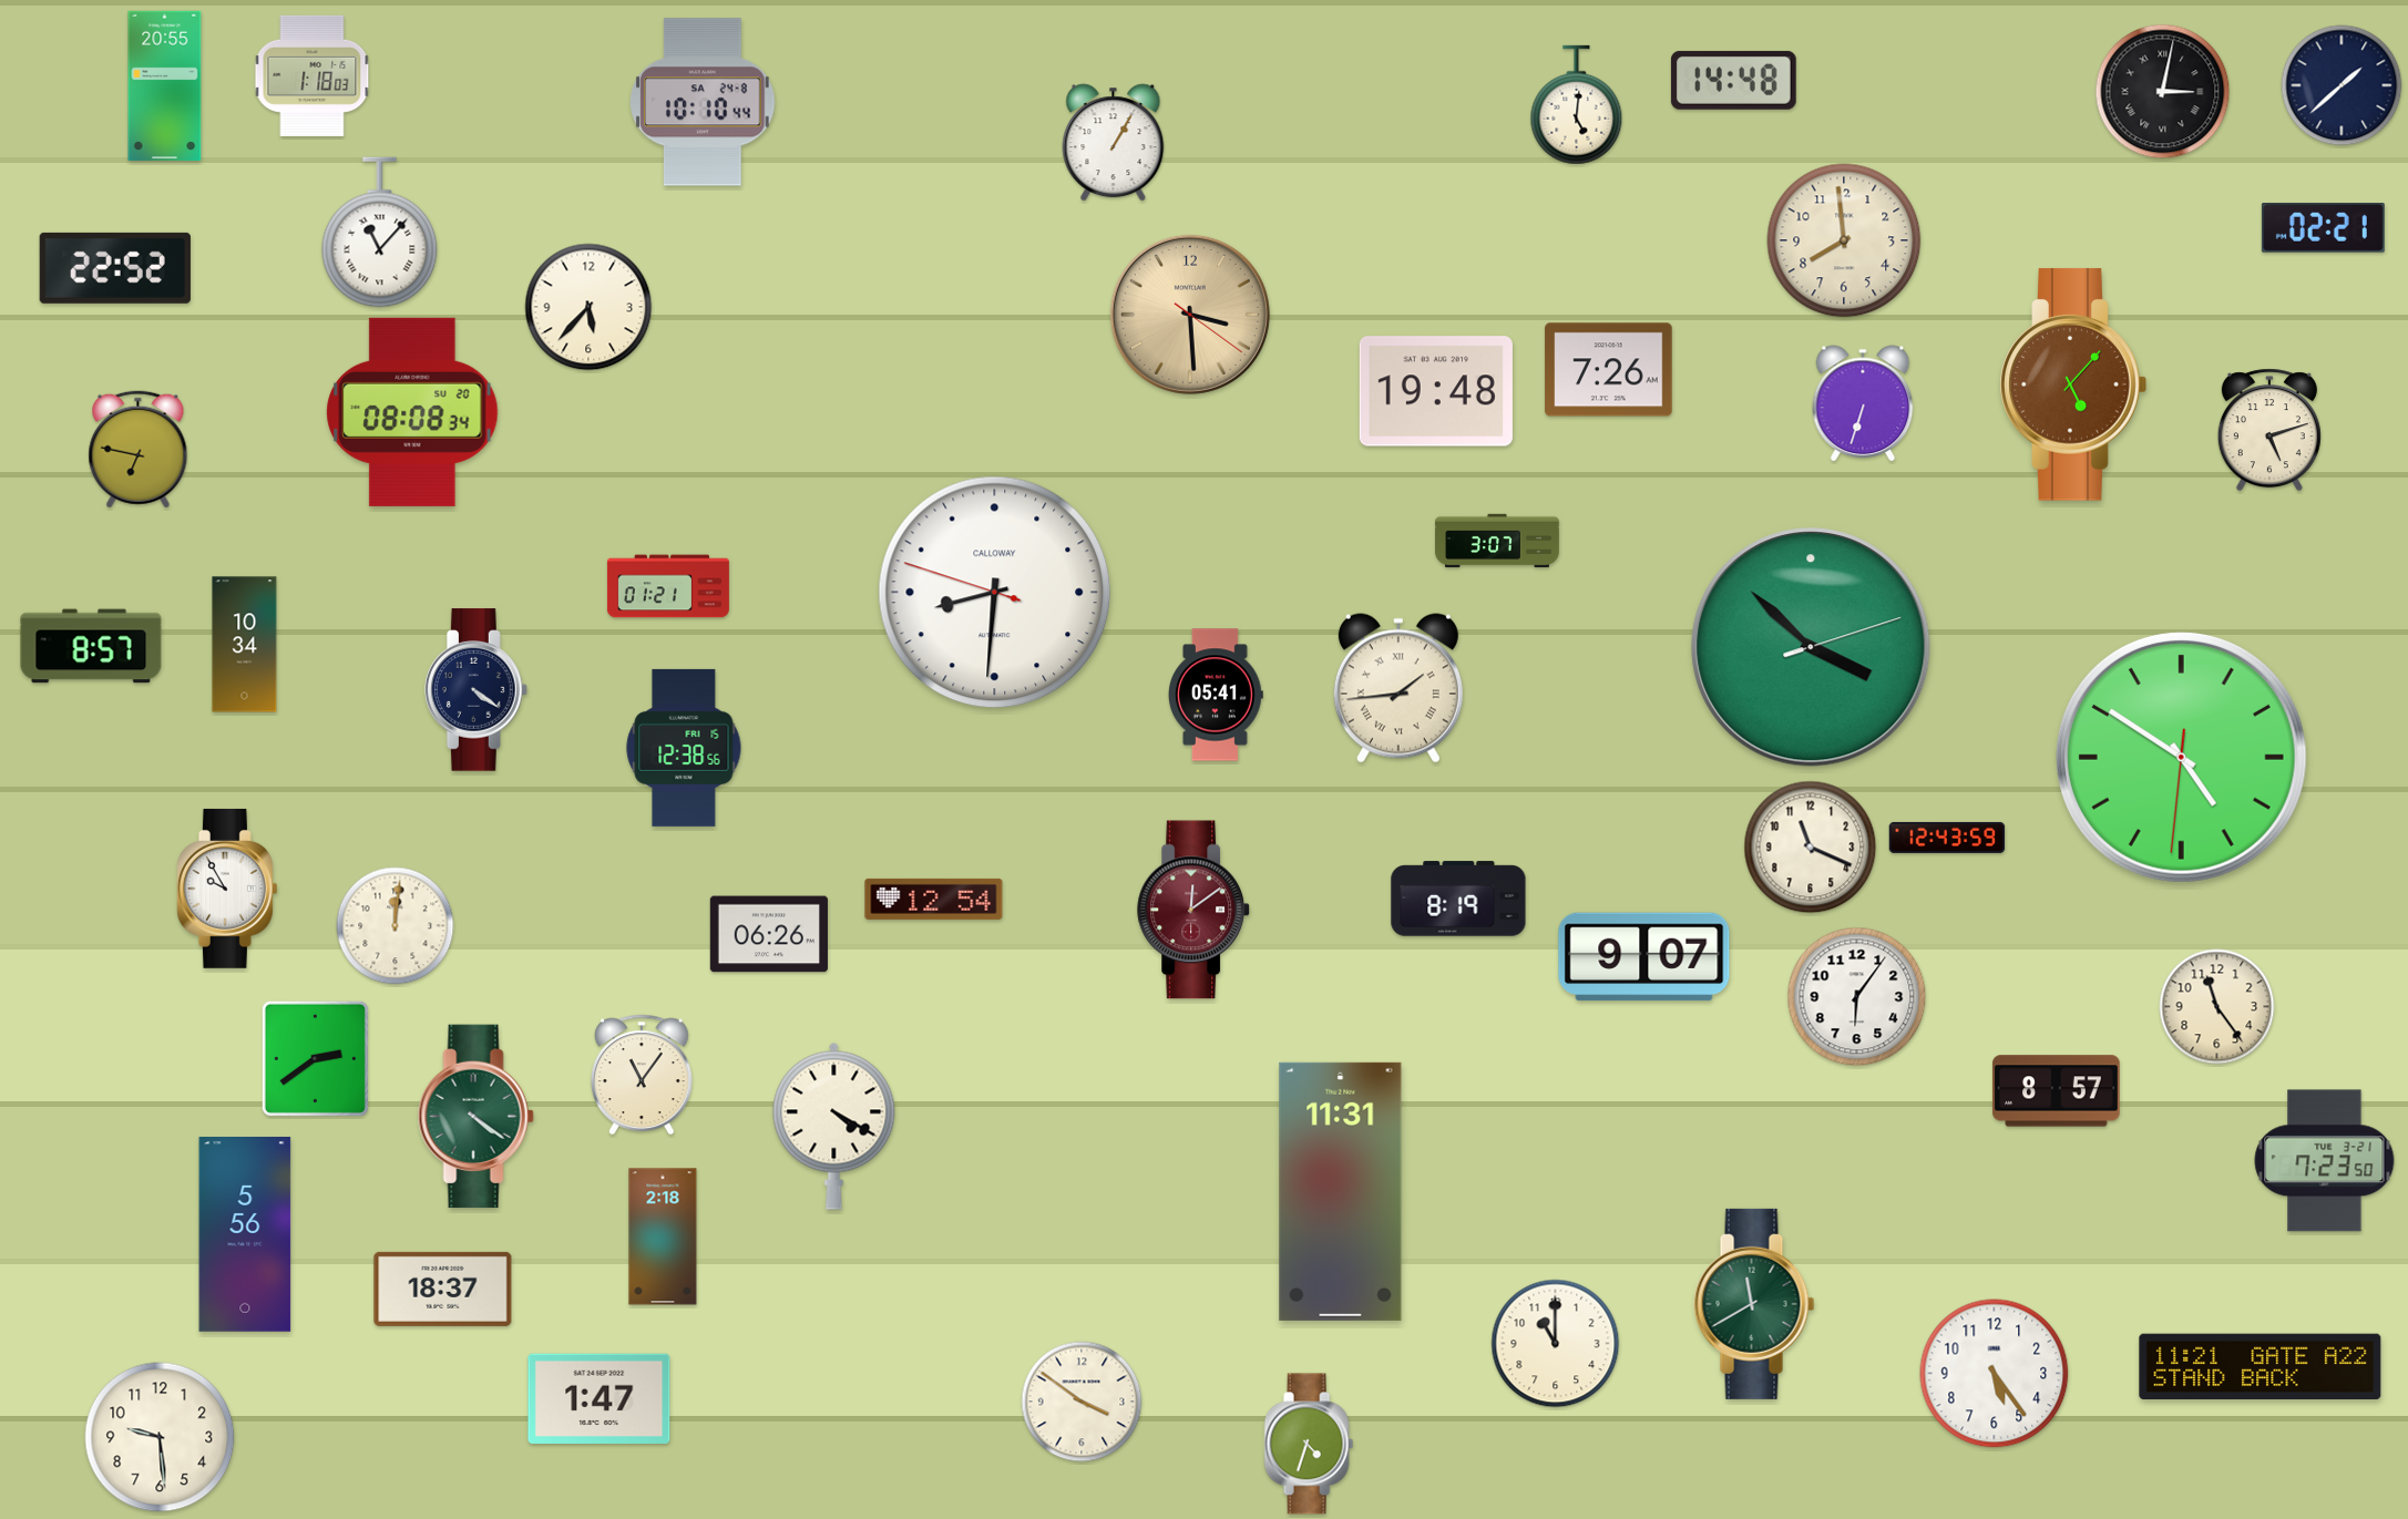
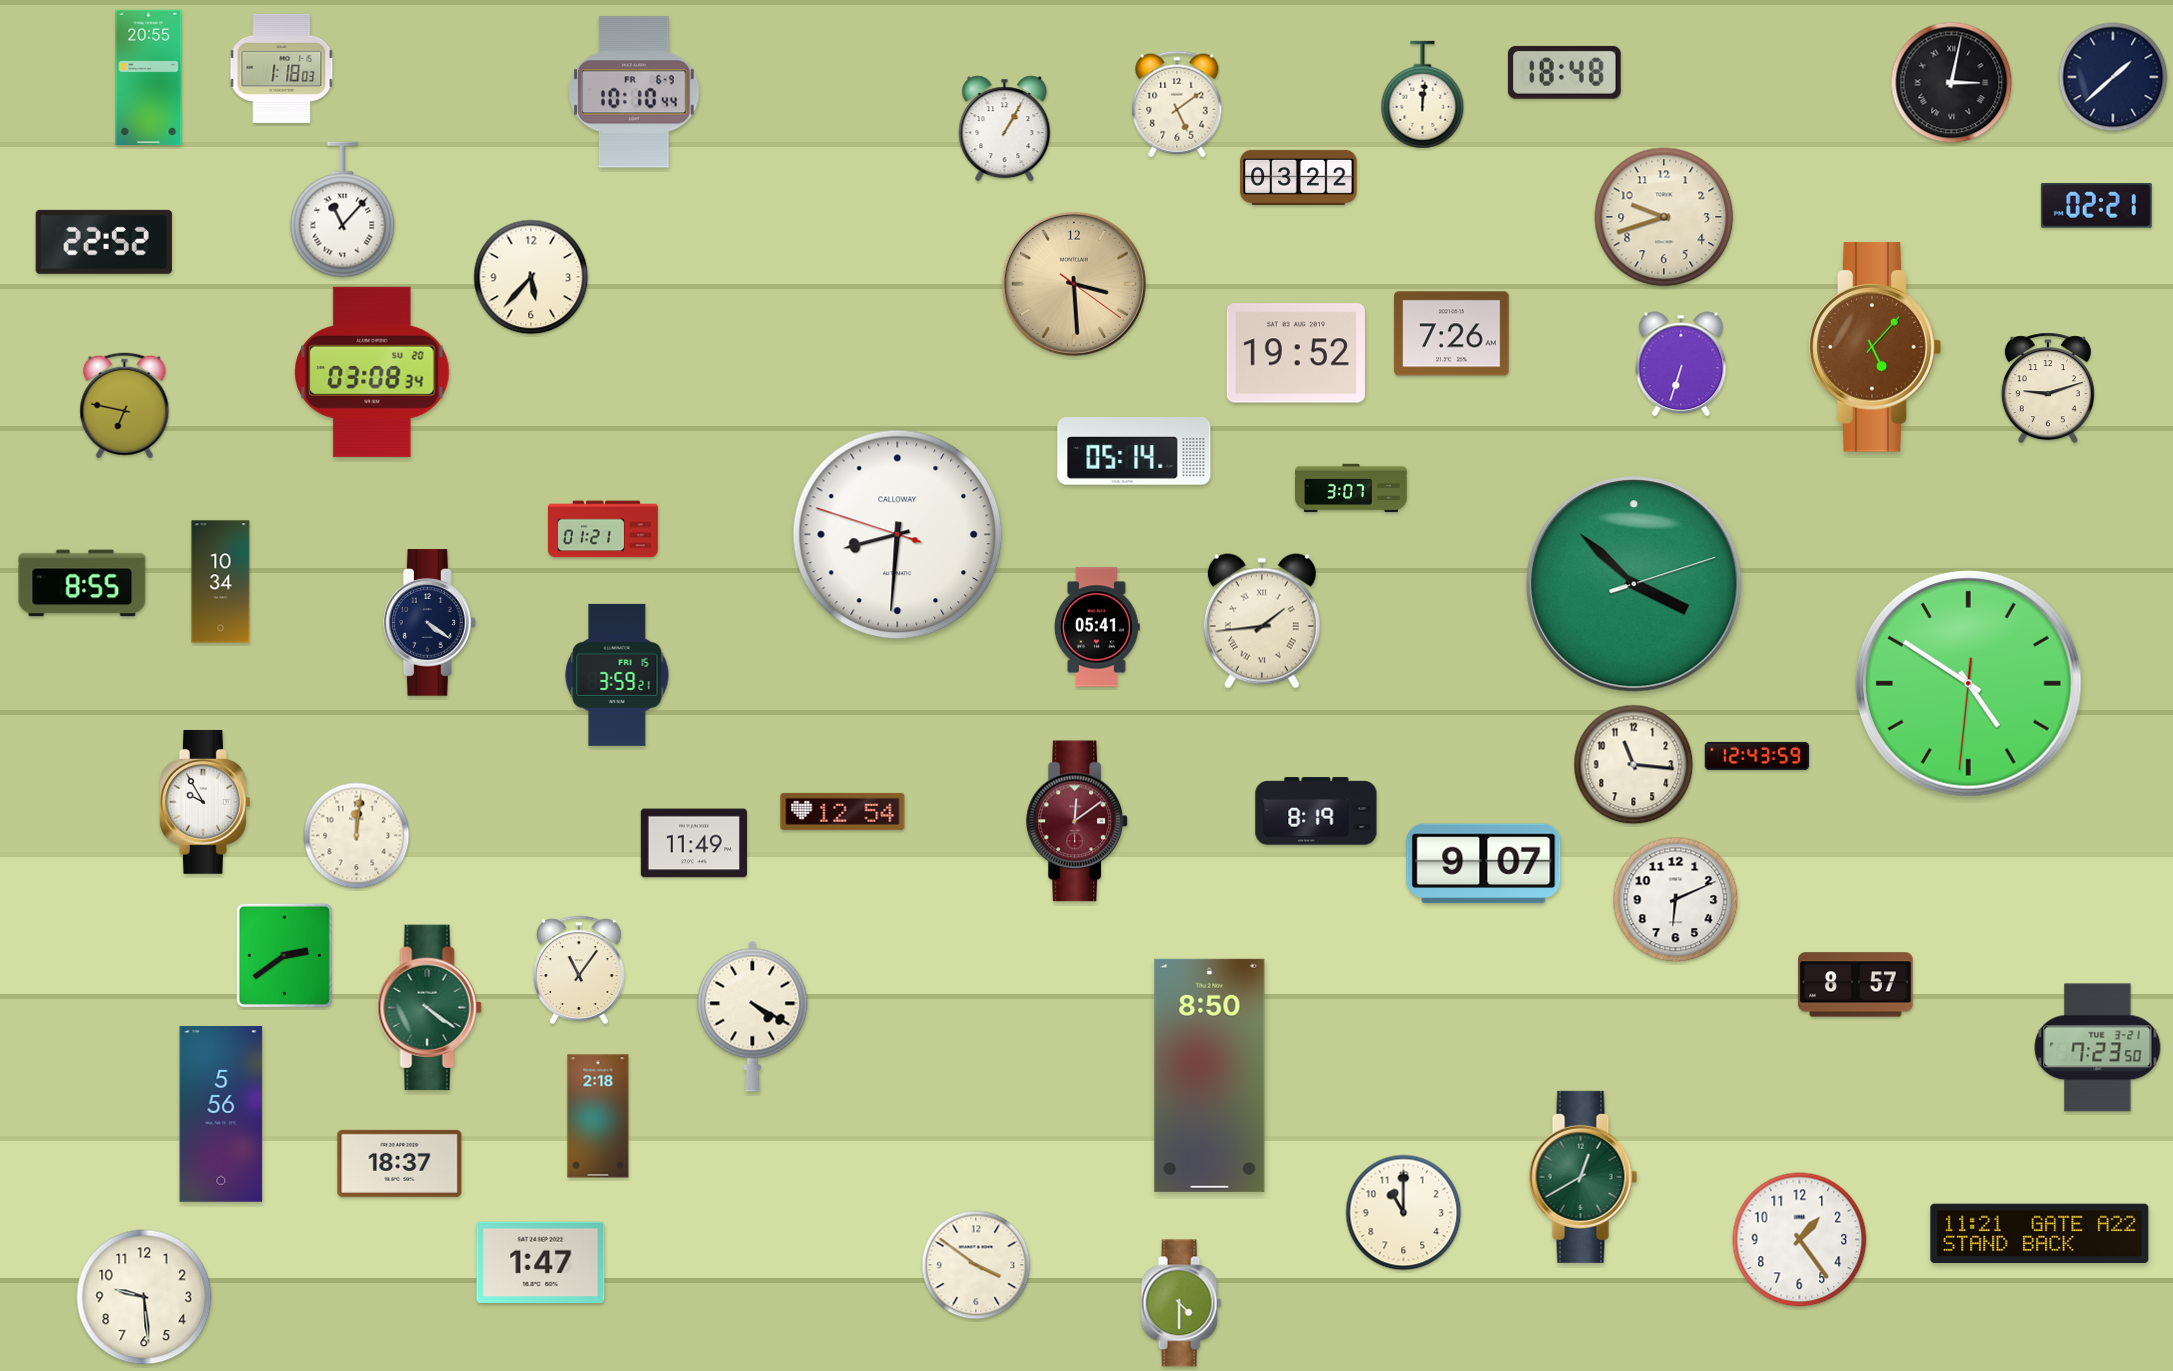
clock at (1733, 80): 14:48 -> 18:48
clock at (703, 102) date: SA 24-8 -> FR 6-9
clock at (1577, 105): 5:01 -> 12:01
clock at (1177, 104): none -> 5:09
clock at (1299, 177): none -> 03:22
clock at (1844, 240): 7:59 -> 9:42
clock at (2073, 384) position: (2073, 384) -> (1875, 347)
clock at (1436, 391): 19:48 -> 19:52
clock at (412, 412): 08:08 -> 03:08
clock at (2269, 430): 5:12 -> 9:12
clock at (1134, 451): none -> 05:14
clock at (91, 646): 8:57 -> 8:55
clock at (684, 748): 12:38 -> 3:59
clock at (1811, 848): 11:19 -> 11:16
clock at (769, 934): 06:26 -> 11:49
clock at (1857, 997): 6:06 -> 6:11
clock at (2217, 1007): 11:24 -> none
clock at (1341, 1191): 11:31 -> 8:50
clock at (1754, 1304): 11:40 -> 12:40
clock at (1995, 1374): 5:24 -> 1:24
clock at (1309, 1444): 4:33 -> 4:30
